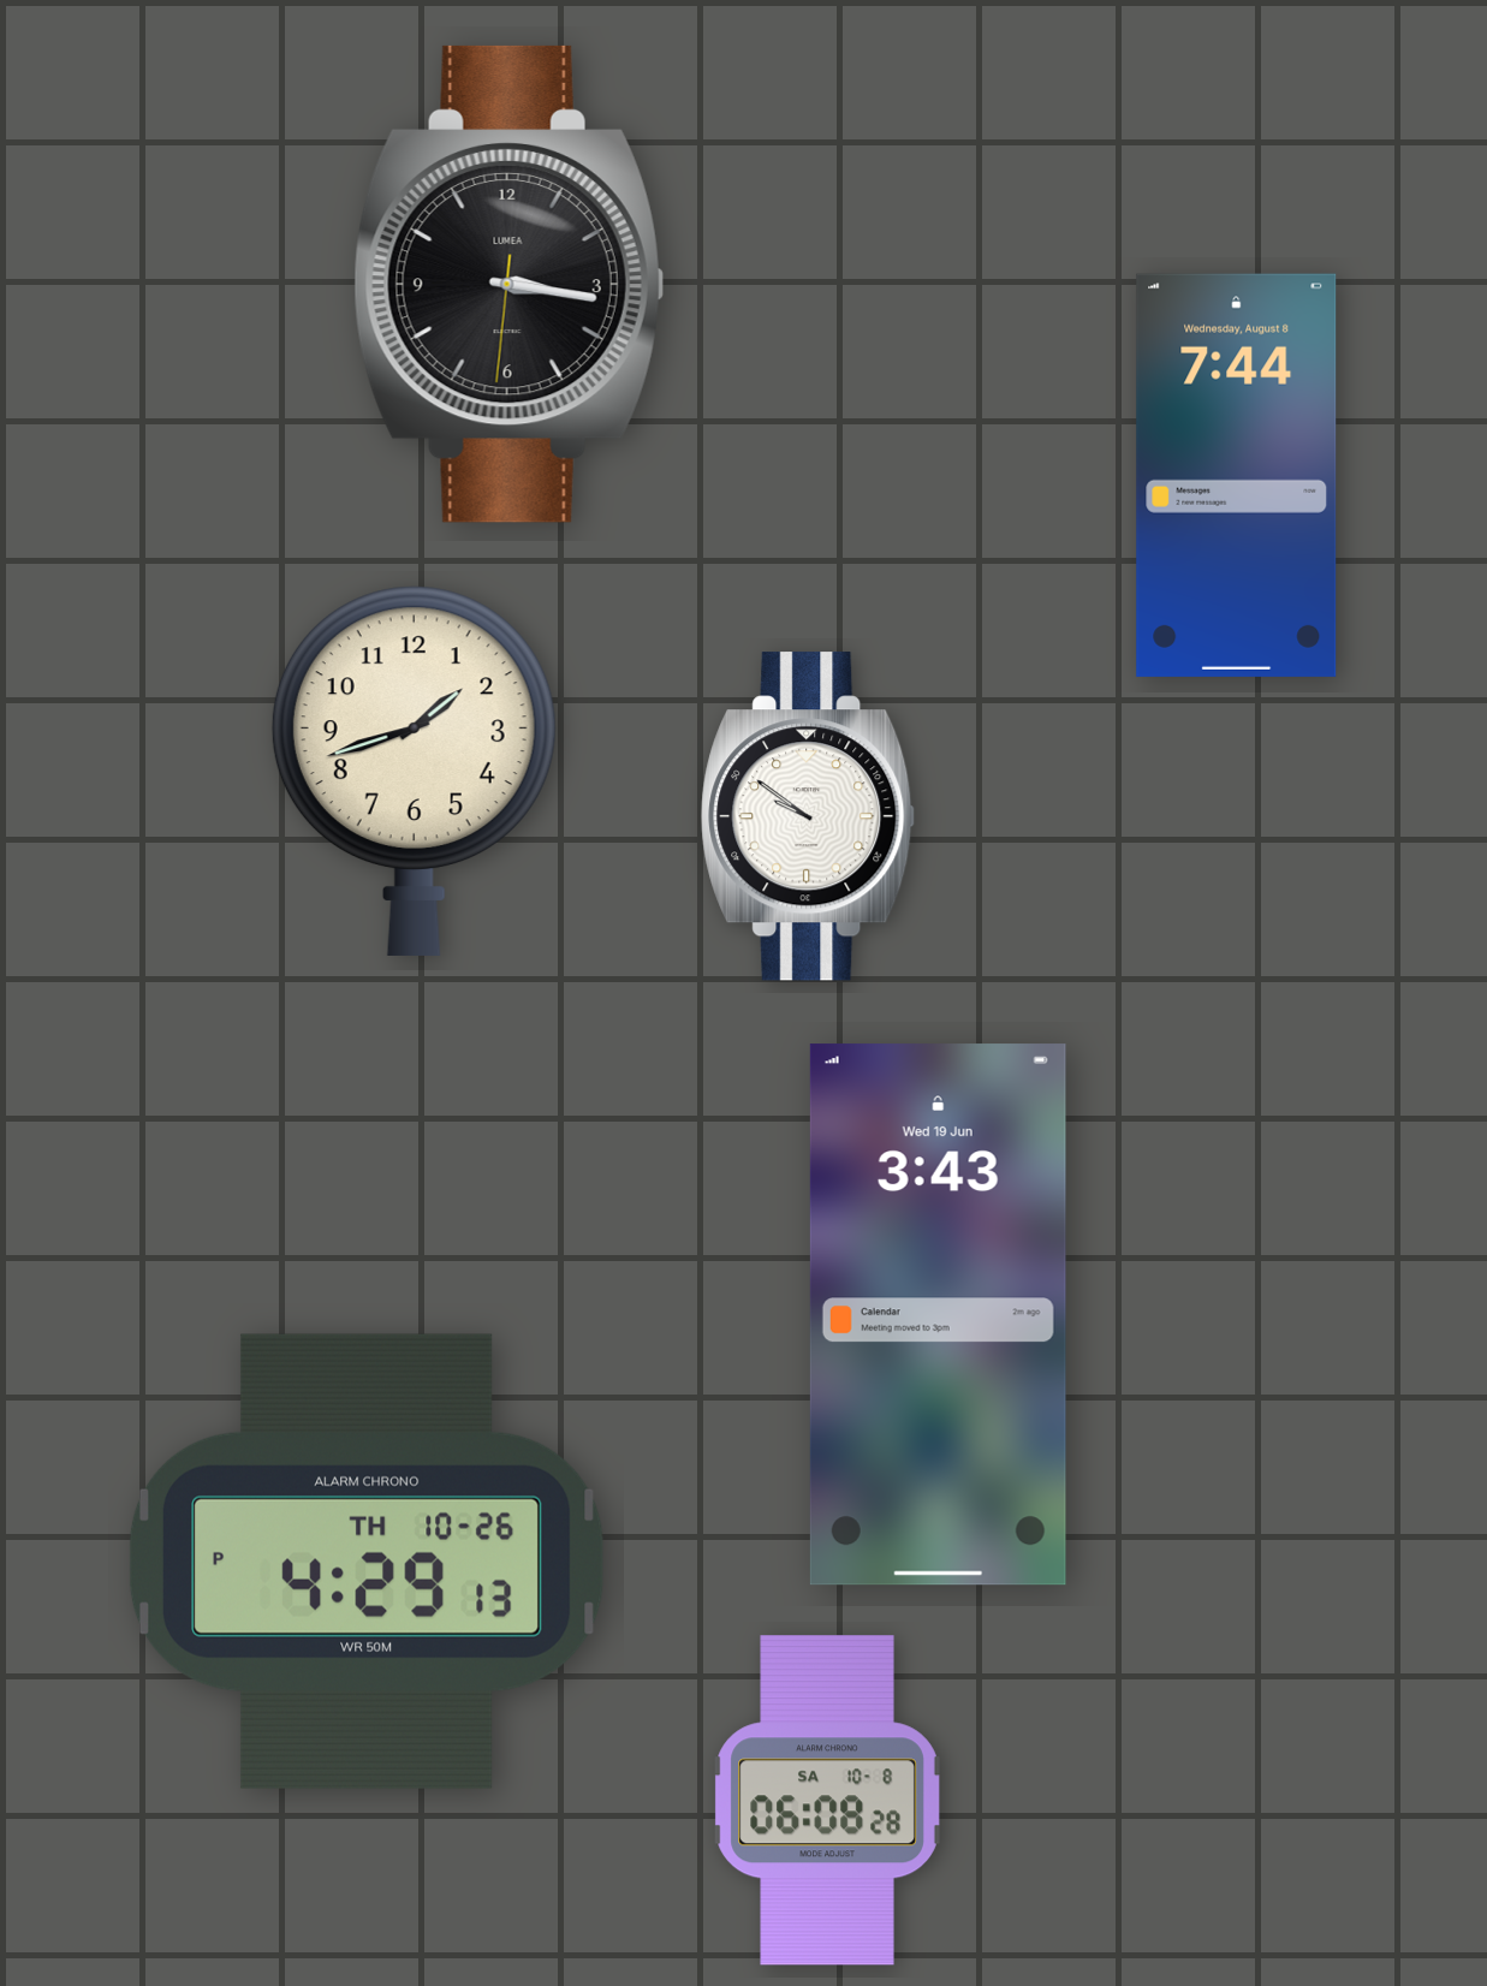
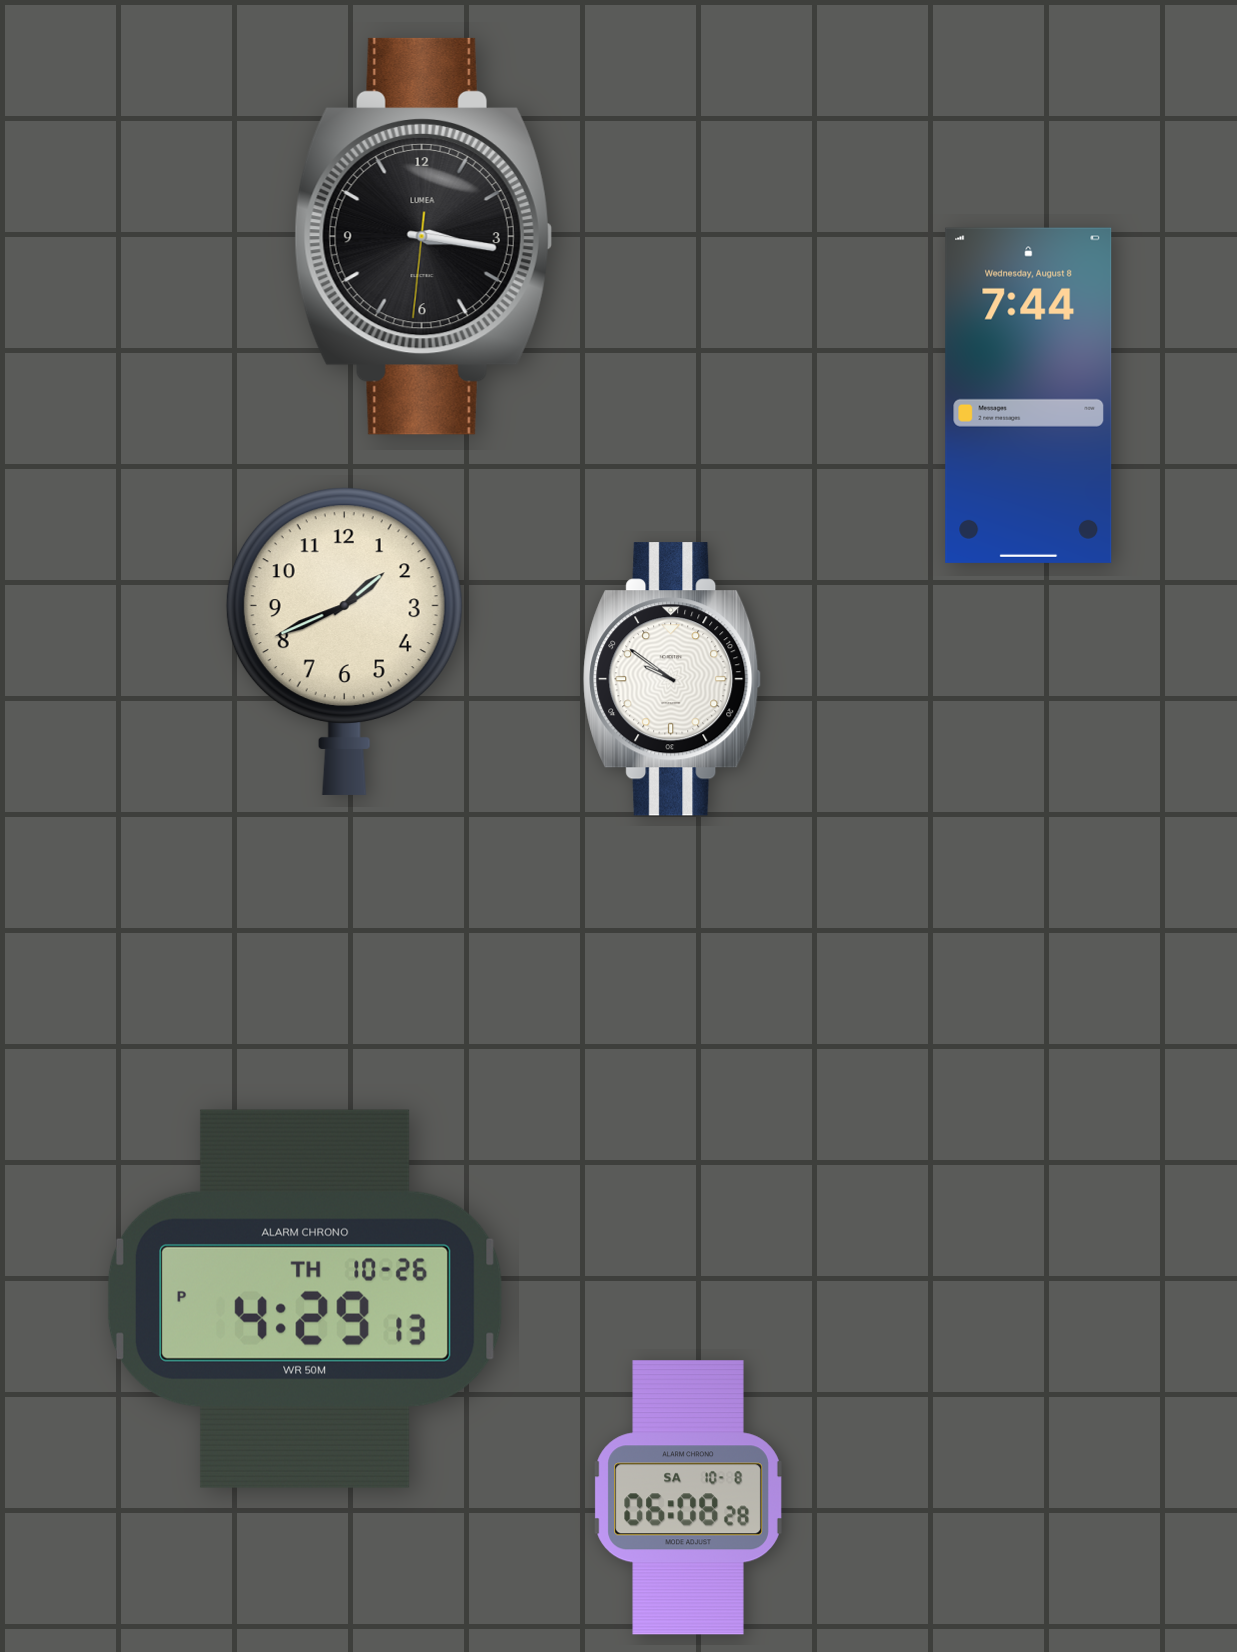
clock at (414, 771): 1:42 -> 1:41
clock at (938, 1315): 3:43 -> none
